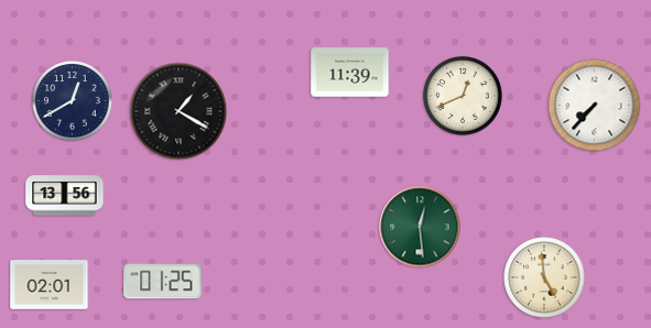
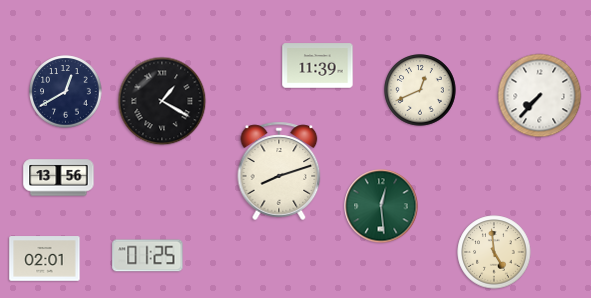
clock at (463, 96) position: (463, 96) -> (420, 90)
clock at (279, 171): none -> 8:12
